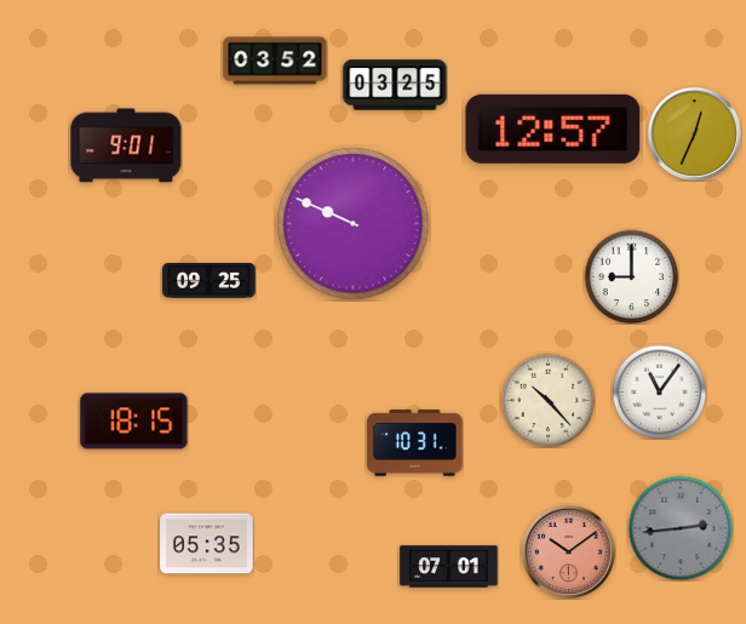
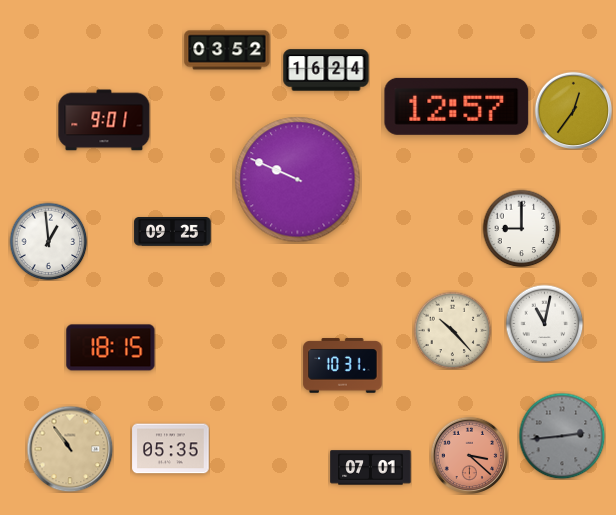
clock at (395, 85): 03:25 -> 16:24
clock at (694, 133): 12:34 -> 12:36
clock at (354, 224) position: (354, 224) -> (298, 180)
clock at (48, 241): none -> 12:59
clock at (659, 391): 11:06 -> 11:02
clock at (70, 449): none -> 10:54
clock at (568, 551): 10:09 -> 3:22
